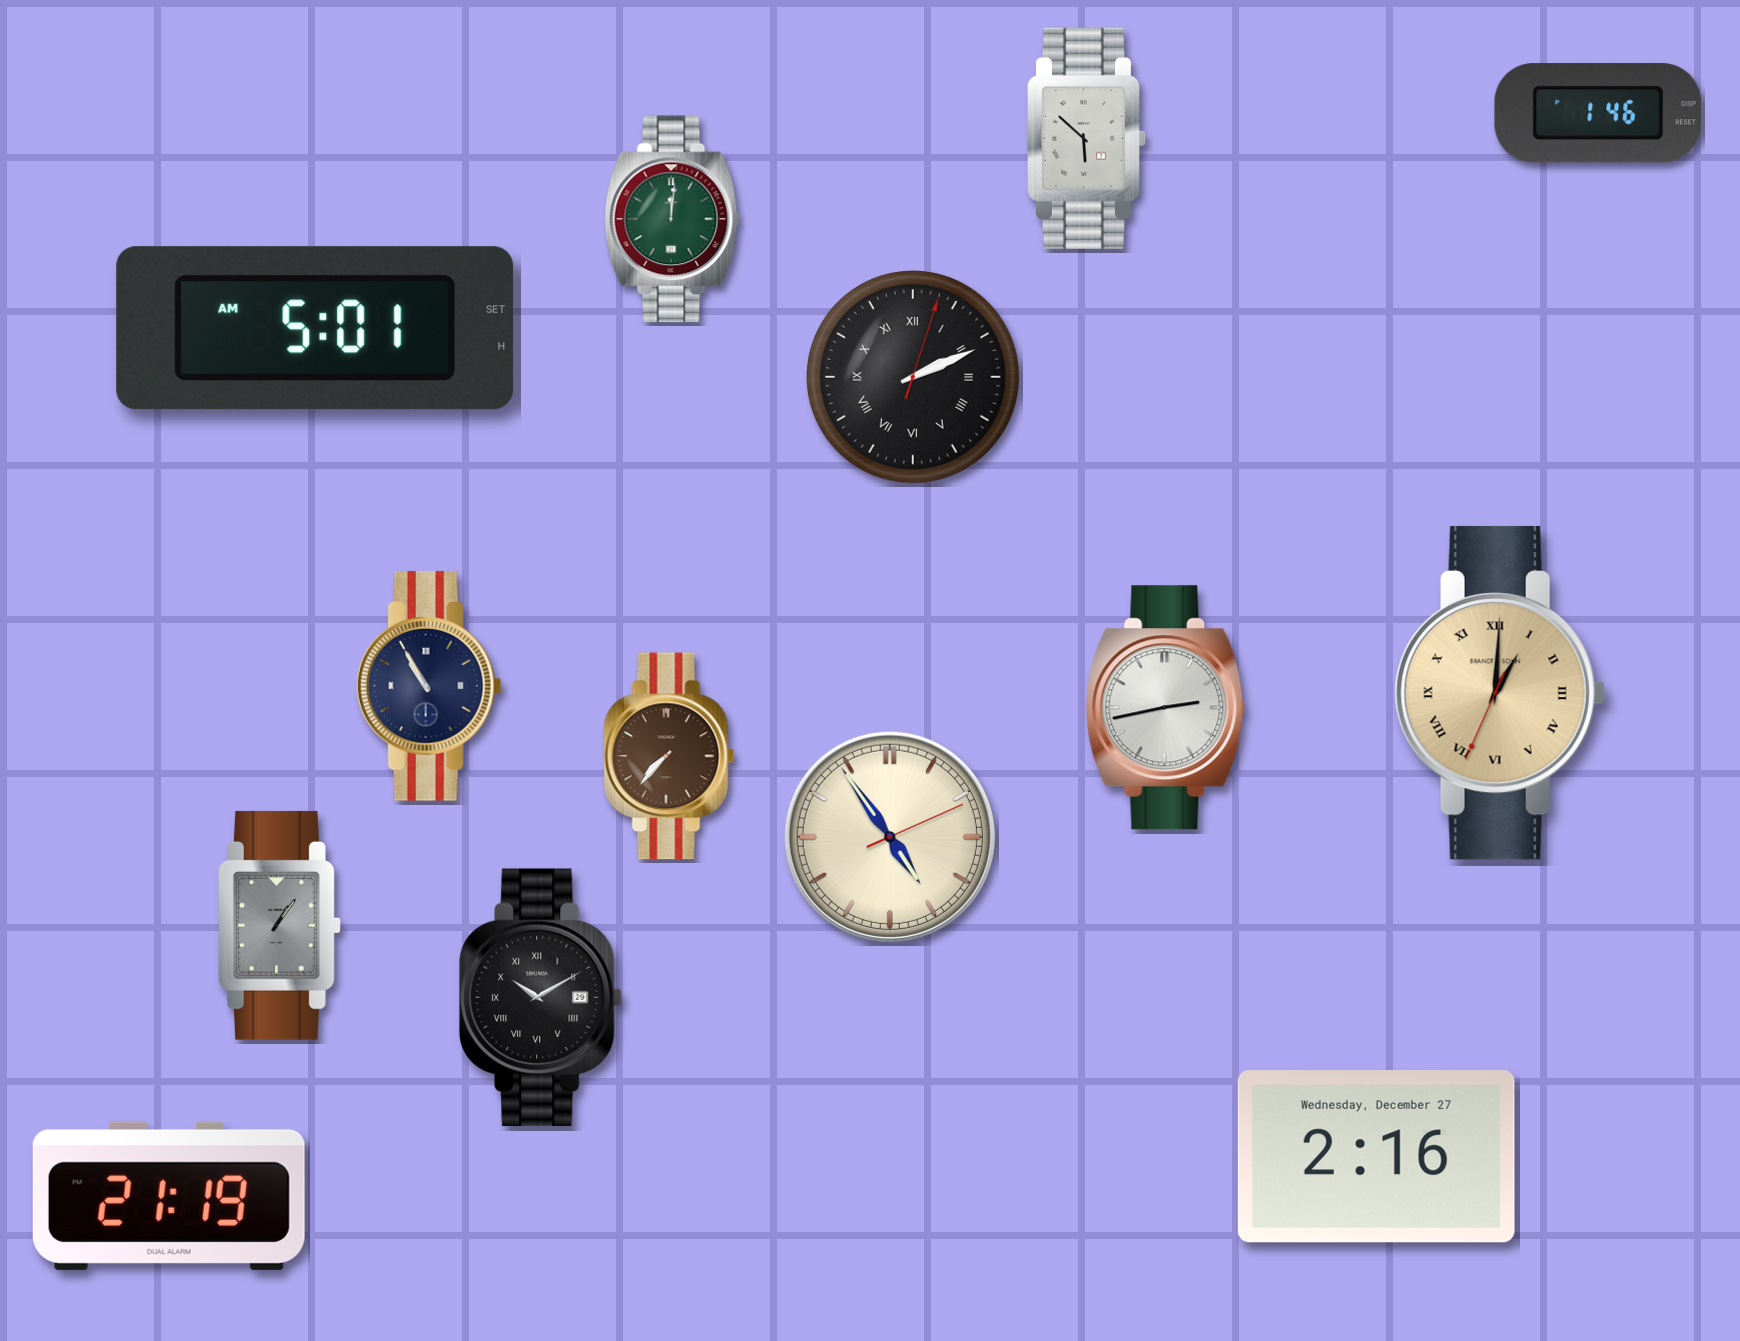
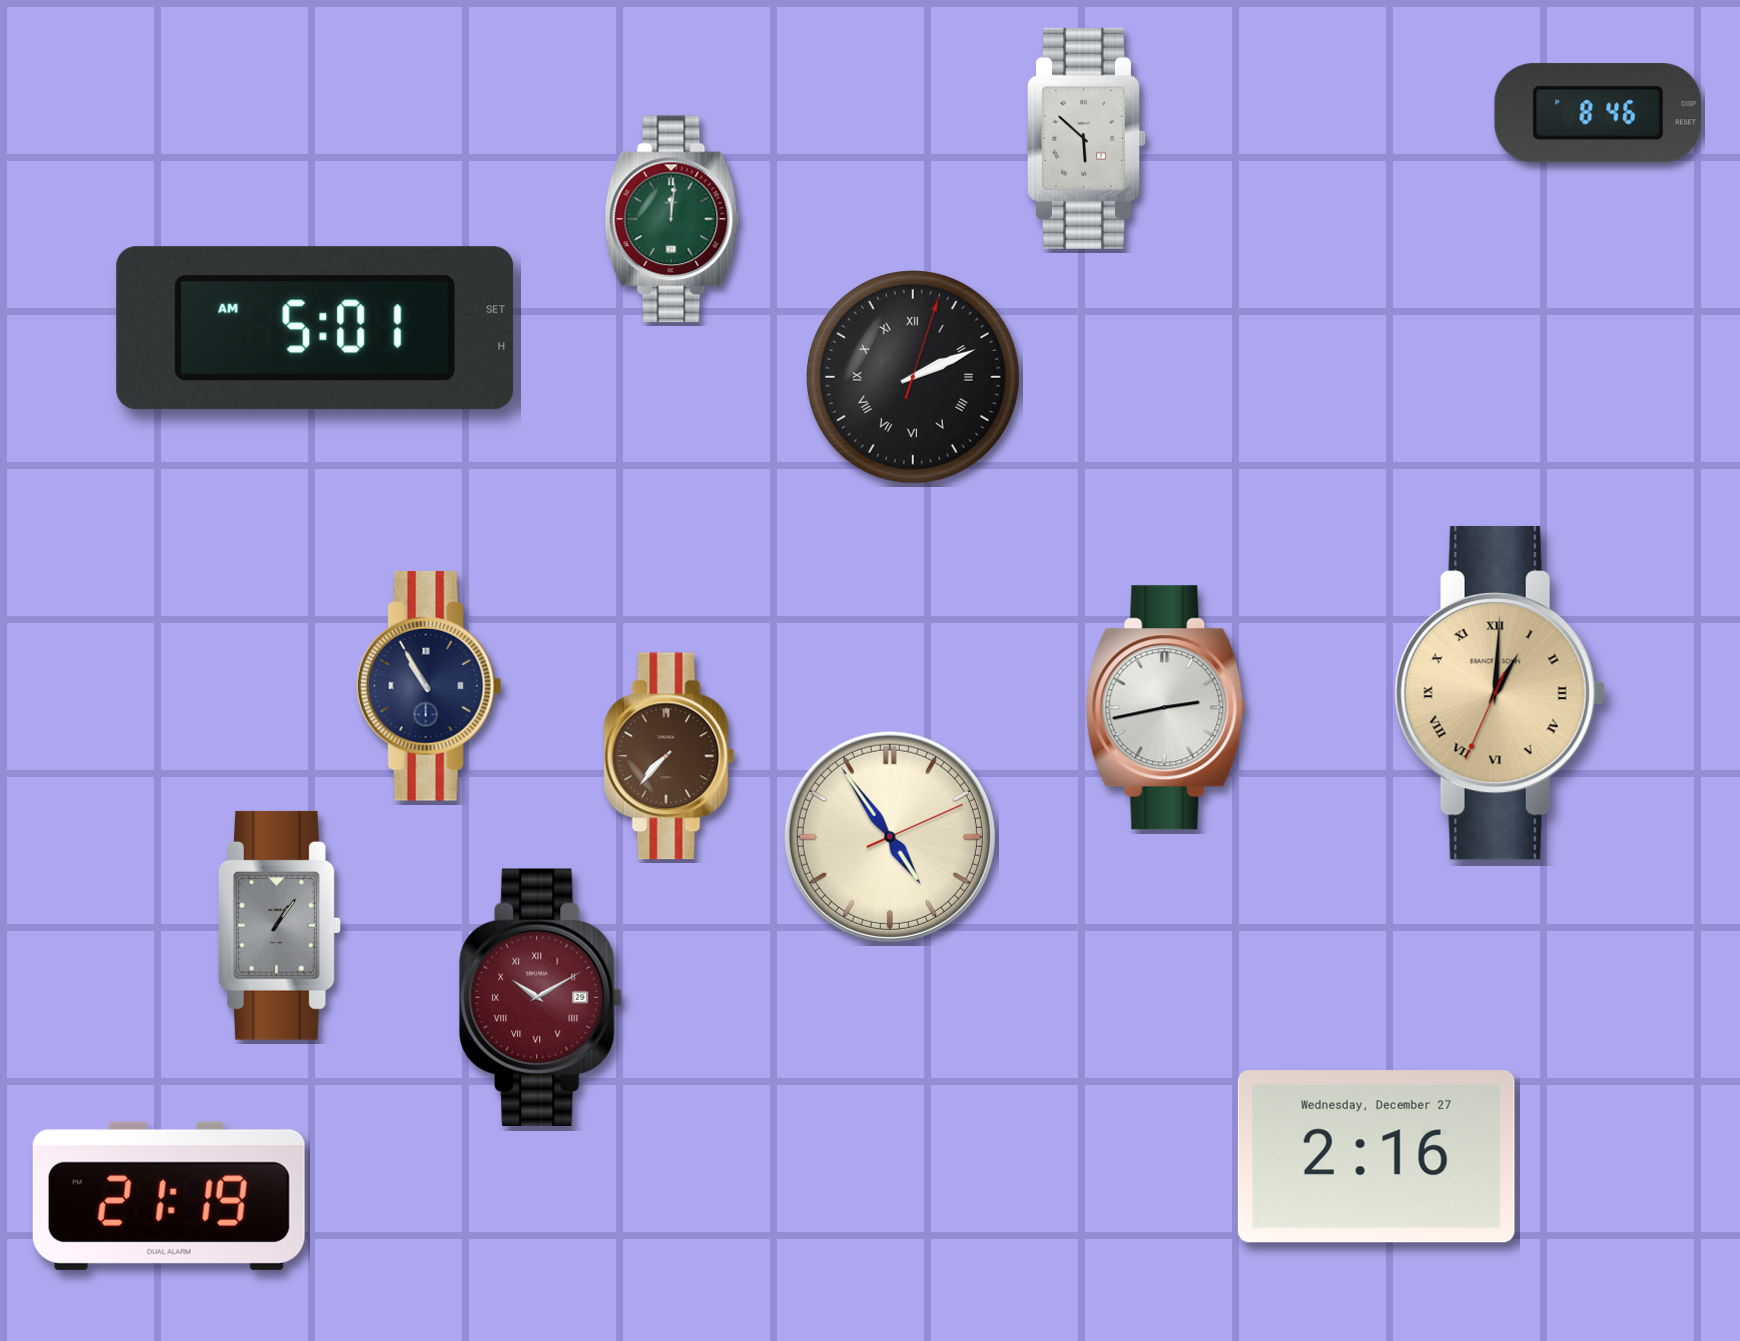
clock at (1597, 113): 1:46 -> 8:46
clock at (541, 997) dial: black -> burgundy
